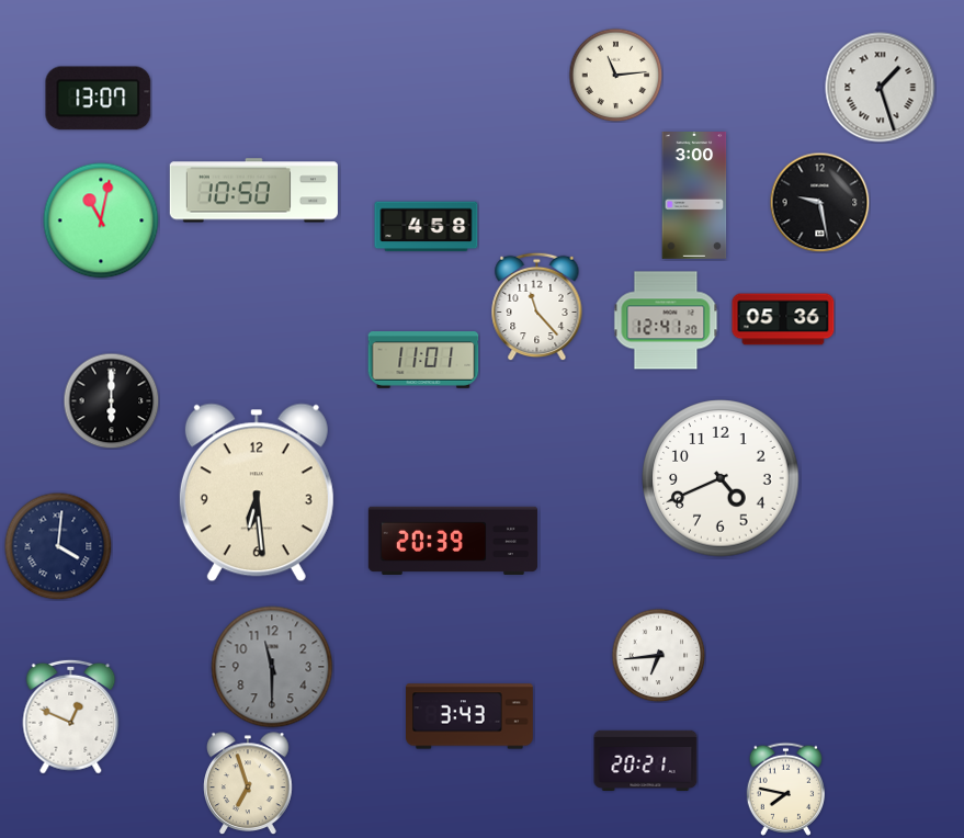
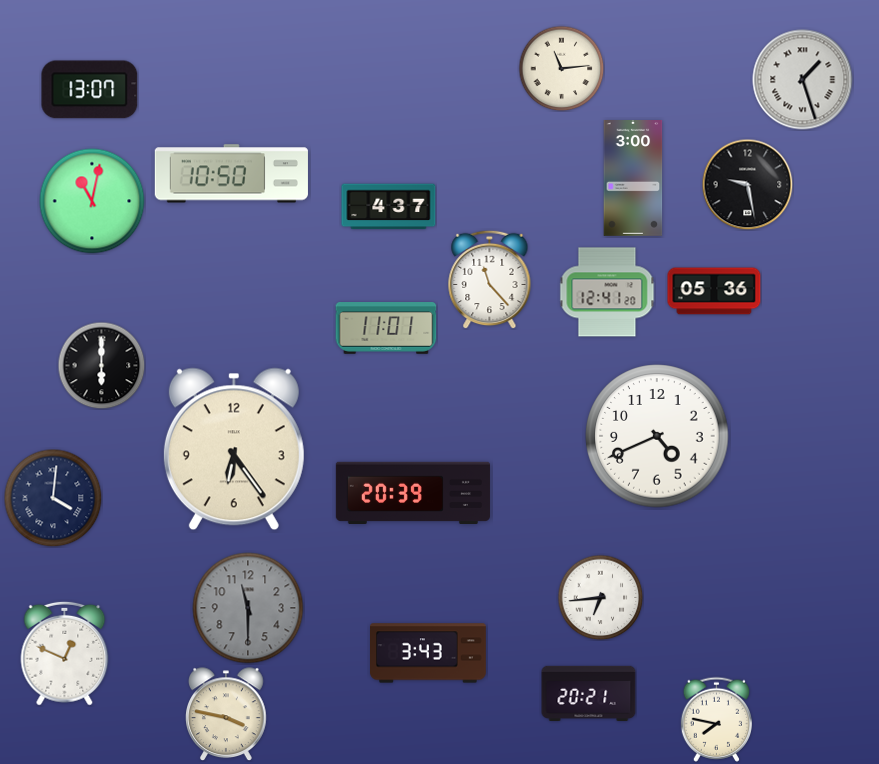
clock at (427, 227): 4:58 -> 4:37
clock at (257, 492): 6:29 -> 6:24
clock at (248, 783): 6:57 -> 3:47
